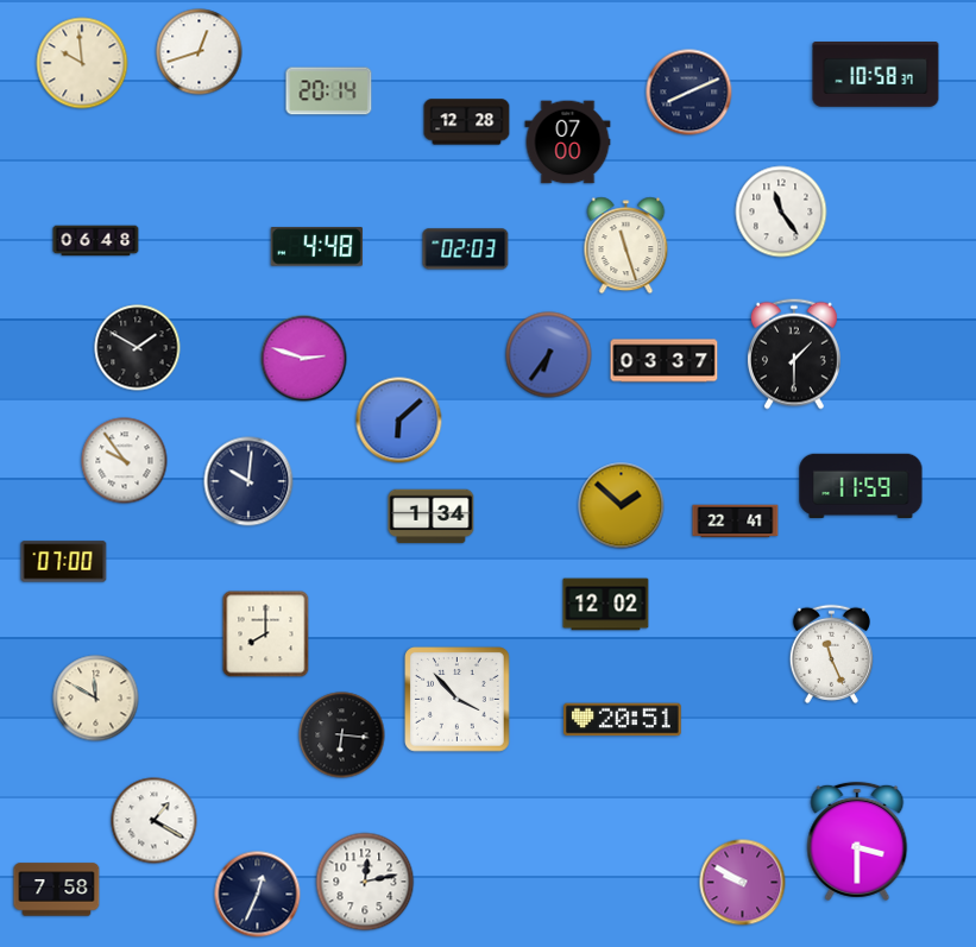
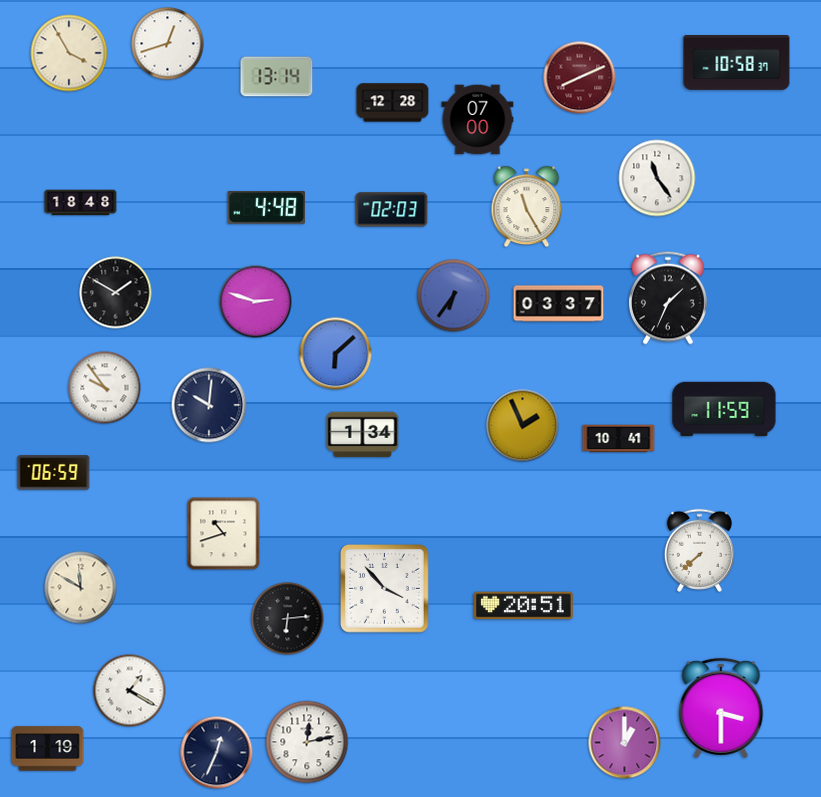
clock at (82, 63): 9:59 -> 3:55
clock at (329, 91): 20:14 -> 13:14
clock at (690, 93) dial: navy -> burgundy
clock at (96, 241): 06:48 -> 18:48
clock at (626, 246): 11:27 -> 11:25
clock at (794, 354): 1:30 -> 1:34
clock at (549, 355) position: (549, 355) -> (454, 296)
clock at (622, 506): 1:52 -> 1:56
clock at (736, 522): 22:41 -> 10:41
clock at (64, 562): 07:00 -> 06:59
clock at (606, 605): 12:02 -> none
clock at (266, 635): 8:00 -> 10:42
clock at (831, 654): 11:26 -> 7:38
clock at (342, 735): 6:16 -> 6:14
clock at (743, 883): 9:50 -> 1:00
clock at (57, 890): 7:58 -> 1:19
